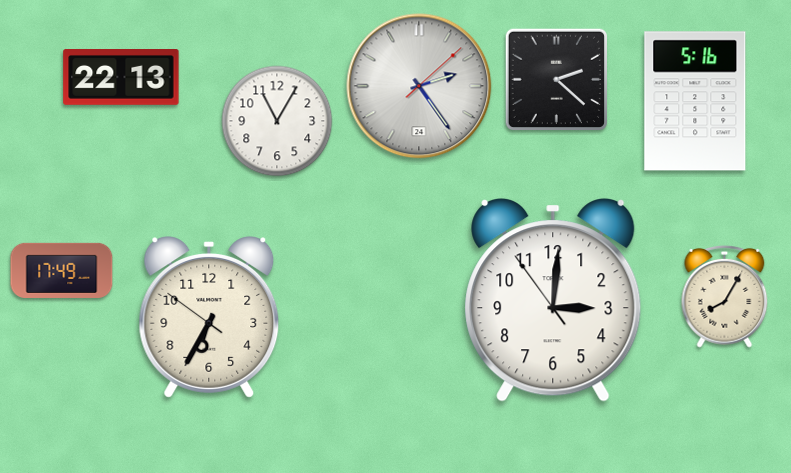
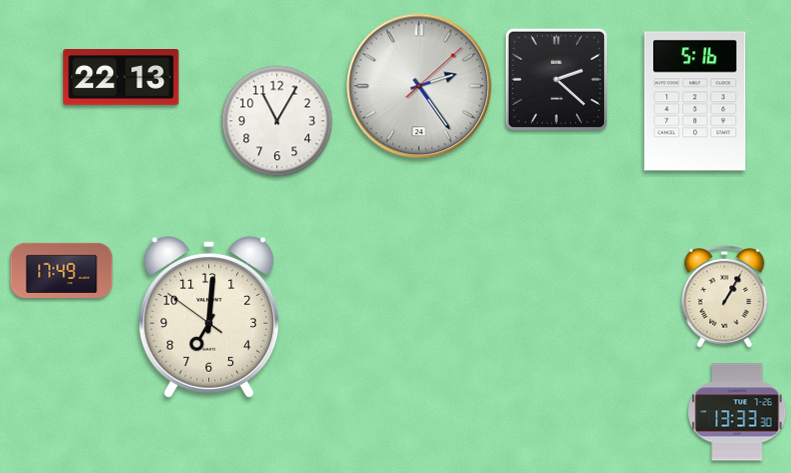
clock at (725, 296): 8:05 -> 1:05
clock at (553, 300): 3:00 -> none
clock at (209, 317): 6:34 -> 7:00
clock at (737, 412): none -> 13:33
